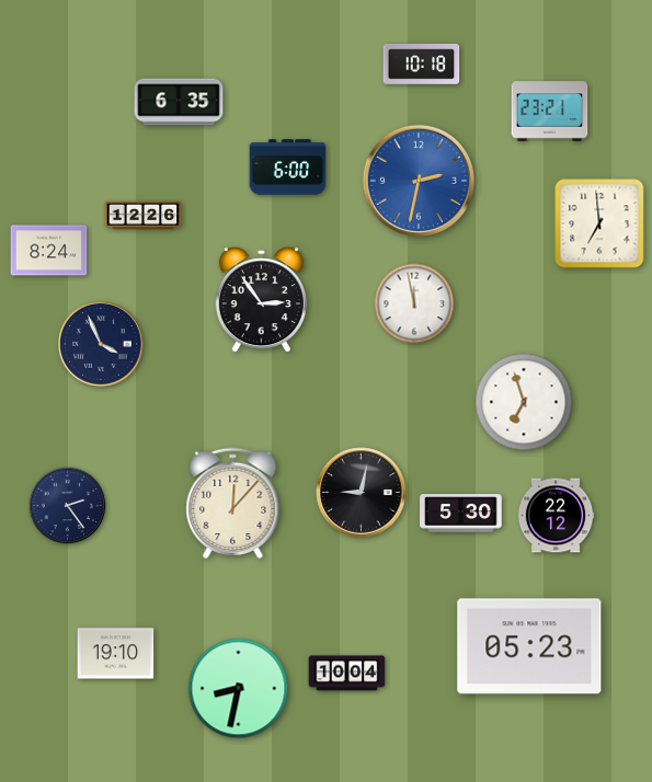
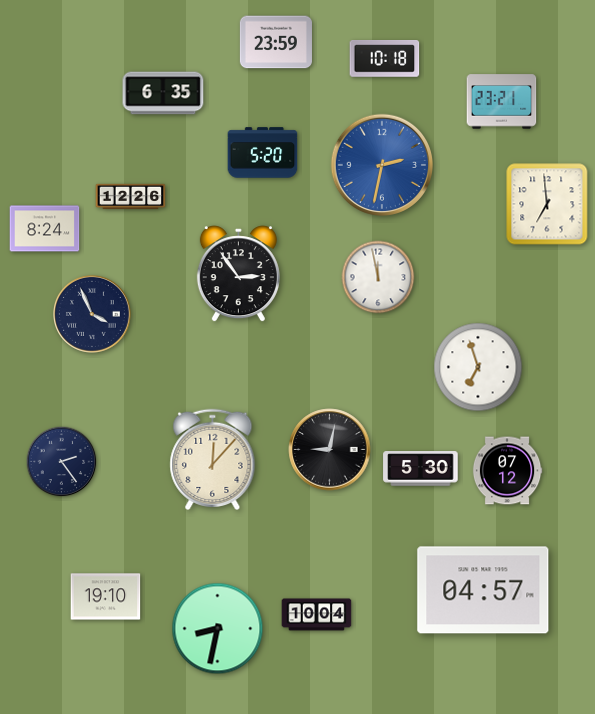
clock at (276, 42): none -> 23:59
clock at (288, 168): 6:00 -> 5:20
clock at (556, 516): 22:12 -> 07:12
clock at (529, 646): 05:23 -> 04:57
